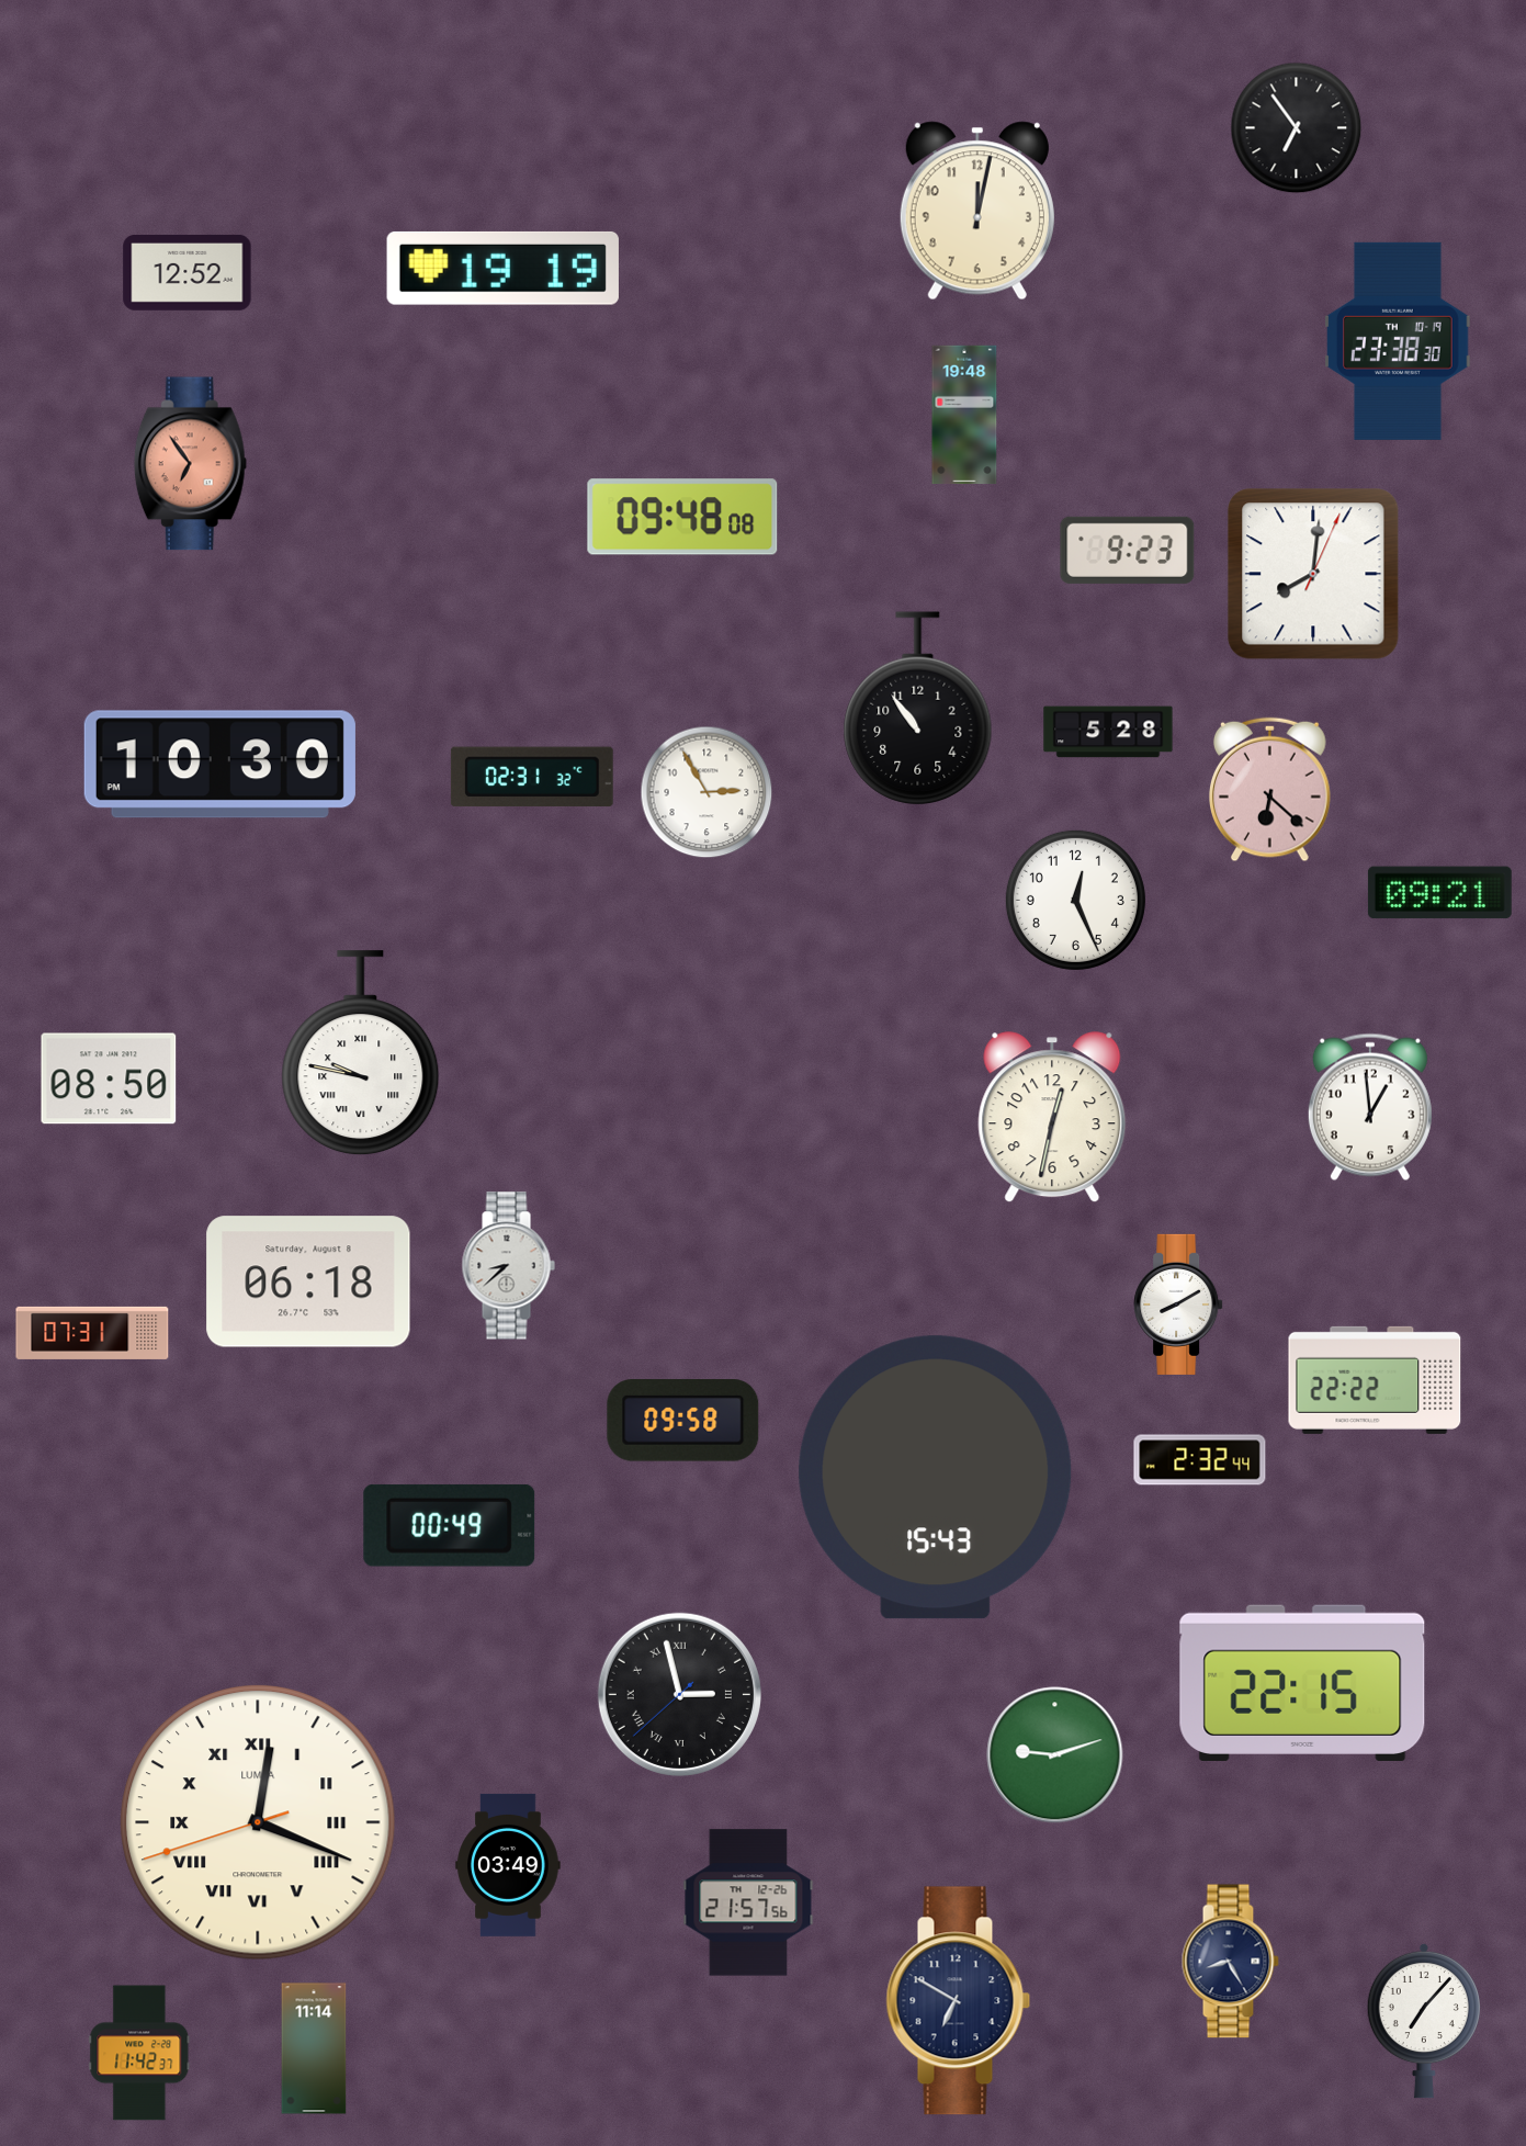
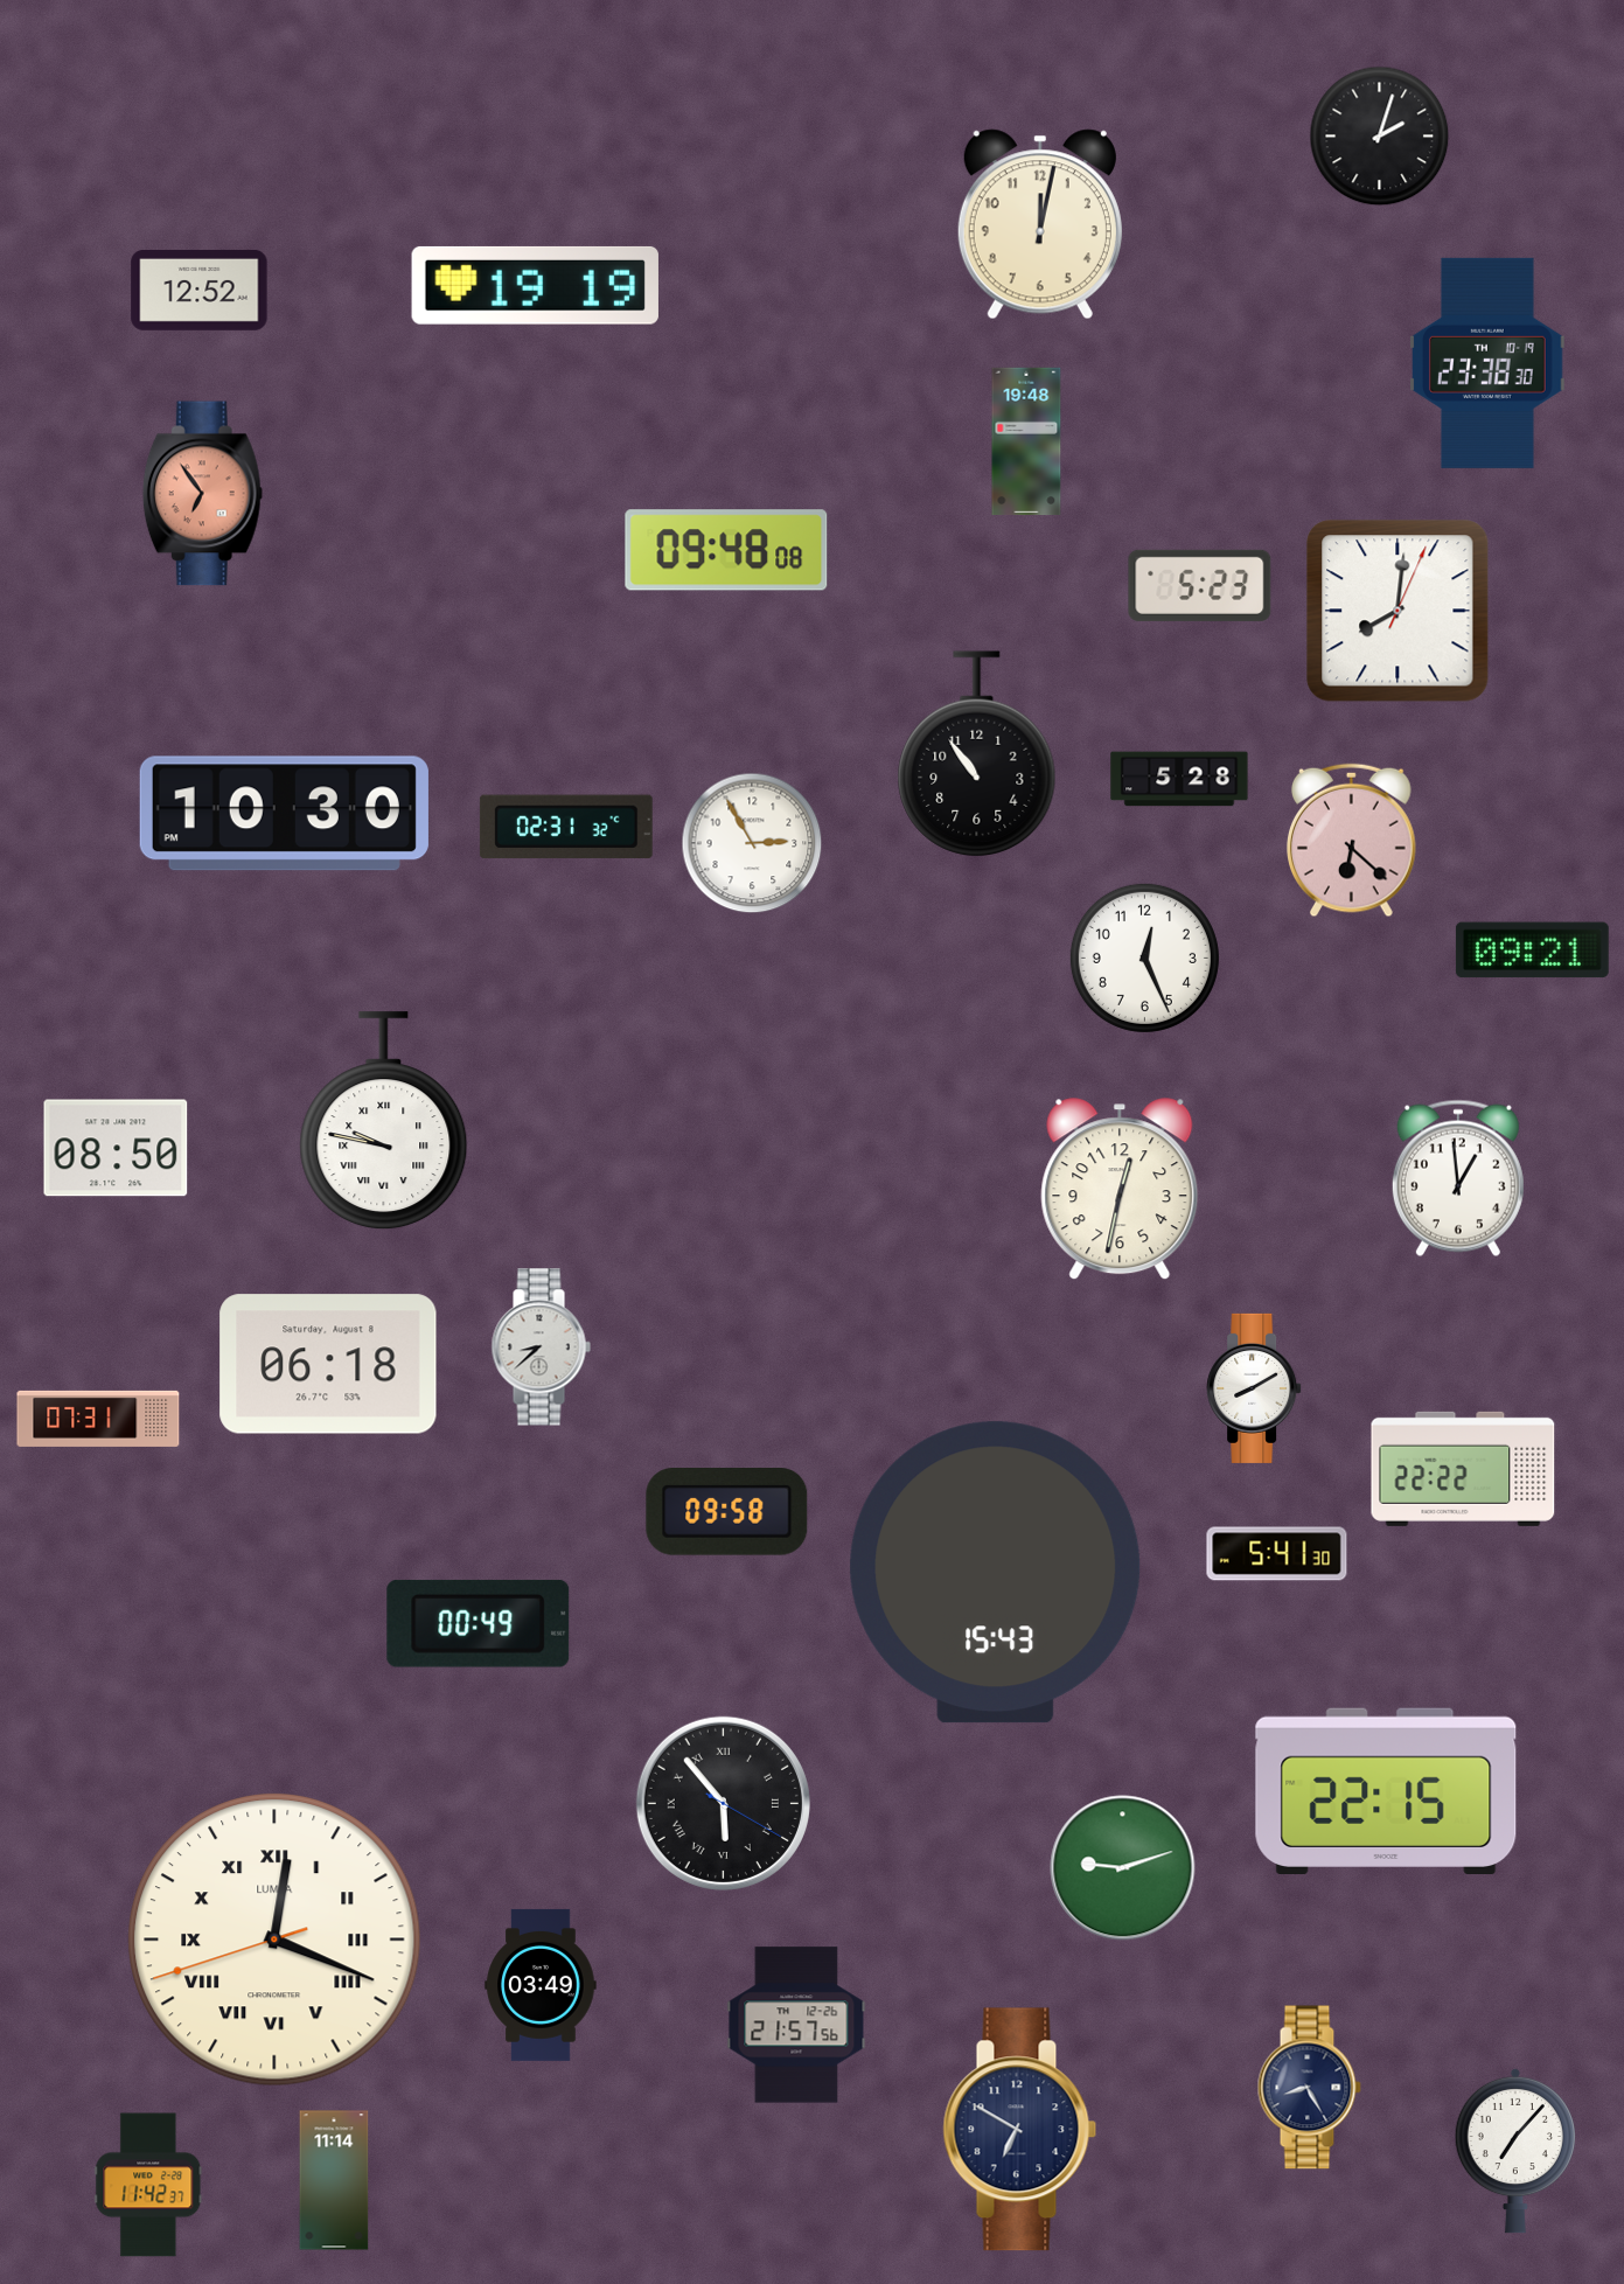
clock at (1297, 128): 6:54 -> 2:03
clock at (1128, 550): 9:23 -> 5:23
clock at (219, 765) position: (219, 765) -> (284, 814)
clock at (1200, 1460): 2:32 -> 5:41
clock at (679, 1694): 2:57 -> 5:53
